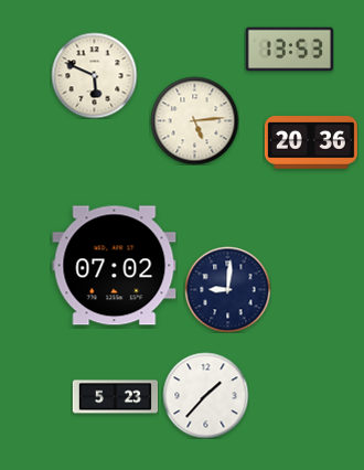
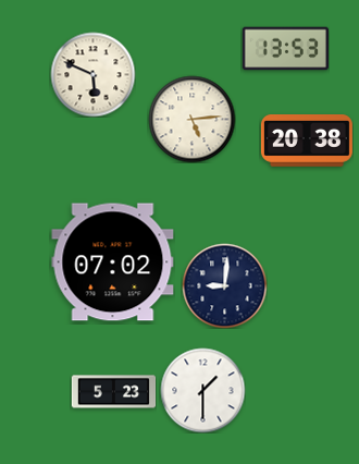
clock at (311, 143): 20:36 -> 20:38
clock at (205, 395): 1:37 -> 1:30
